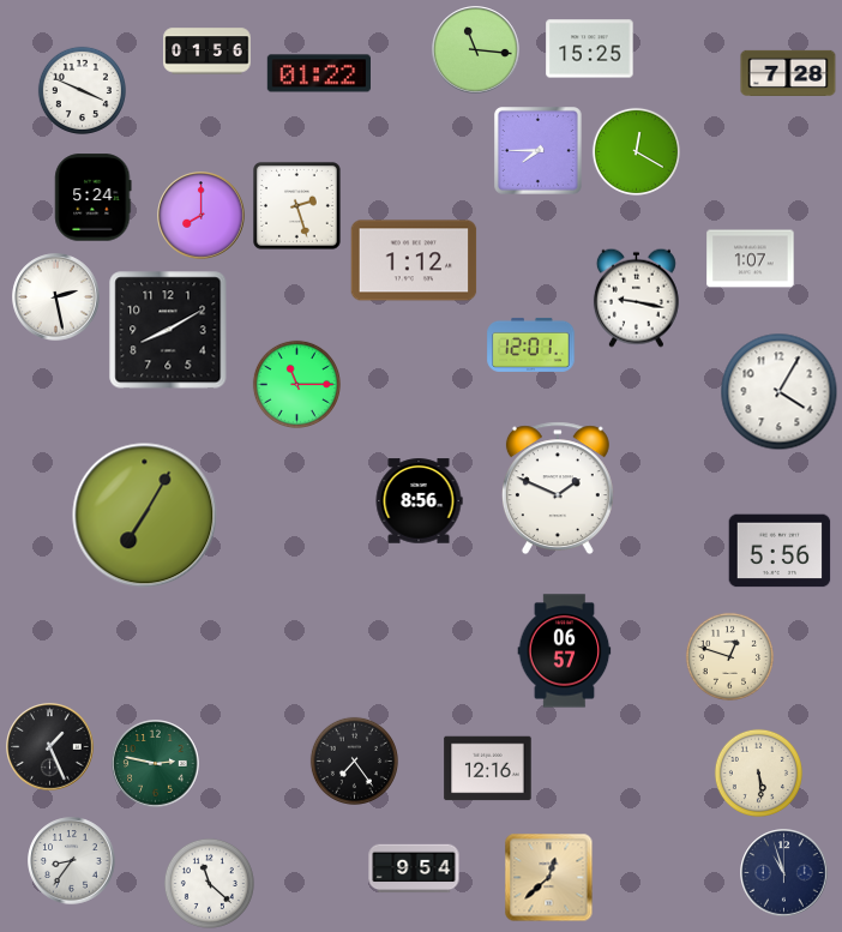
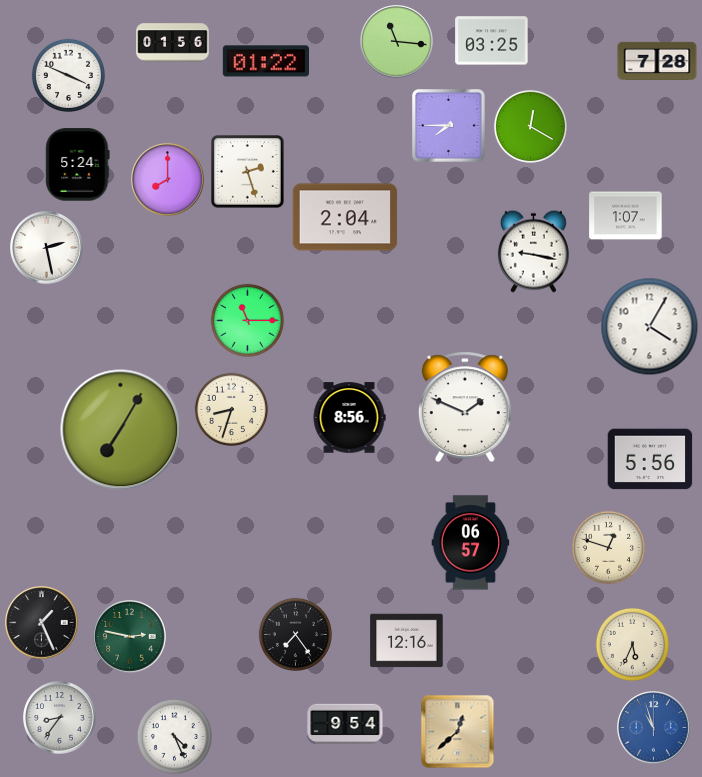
clock at (590, 49): 15:25 -> 03:25
clock at (414, 260): 1:12 -> 2:04
clock at (636, 297) position: (636, 297) -> (533, 251)
clock at (168, 330): 8:10 -> none
clock at (531, 344): 12:01 -> none
clock at (231, 409): none -> 8:33
clock at (758, 772): 5:29 -> 5:34
clock at (784, 873) dial: navy -> blue
clock at (209, 883): 11:22 -> 4:26
